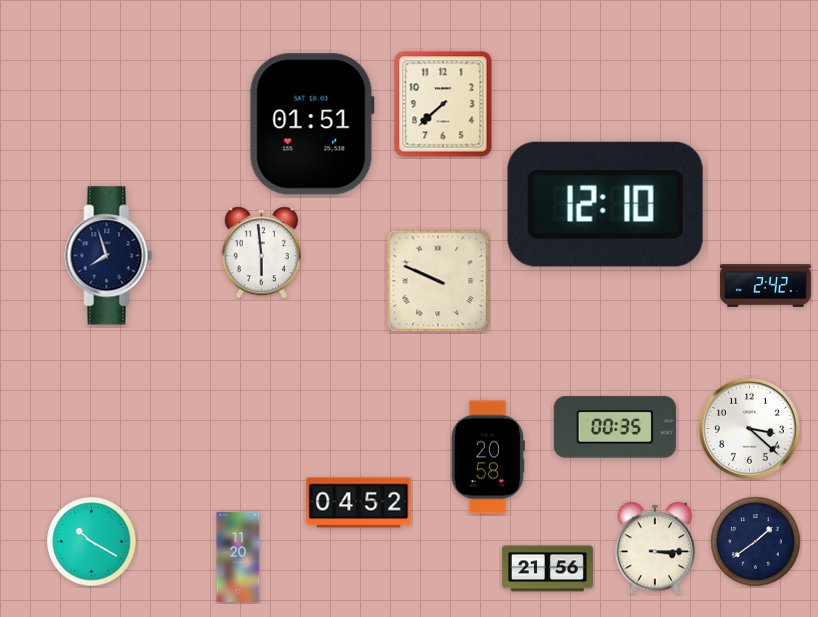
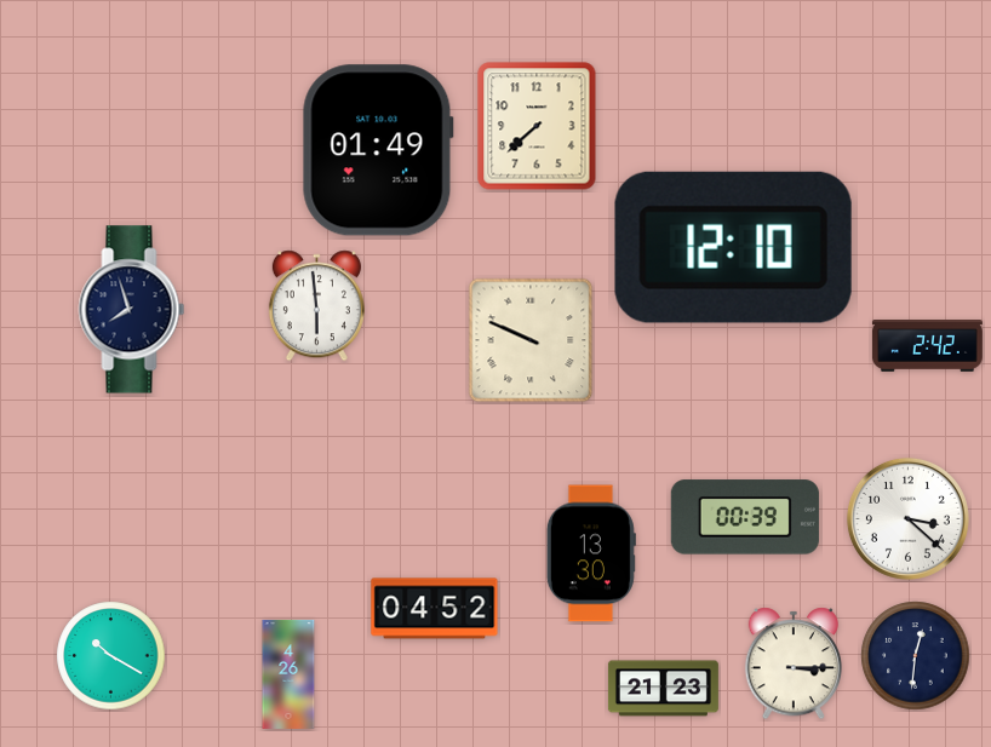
clock at (312, 124): 01:51 -> 01:49
clock at (615, 427): 00:35 -> 00:39
clock at (488, 457): 20:58 -> 13:30
clock at (756, 542): 1:39 -> 12:31
clock at (238, 557): 11:20 -> 4:26
clock at (547, 569): 21:56 -> 21:23
